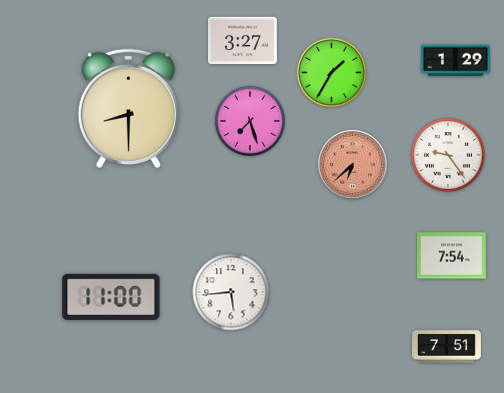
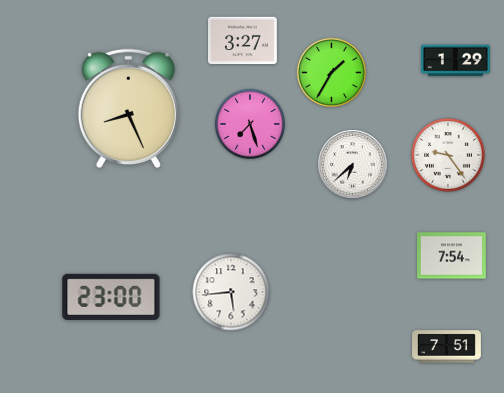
clock at (128, 109): 8:30 -> 8:26
clock at (250, 121) position: (250, 121) -> (250, 124)
clock at (353, 165) dial: salmon -> white
clock at (111, 297): 11:00 -> 23:00
